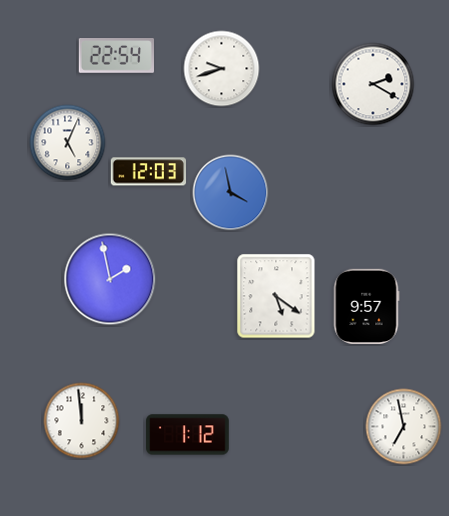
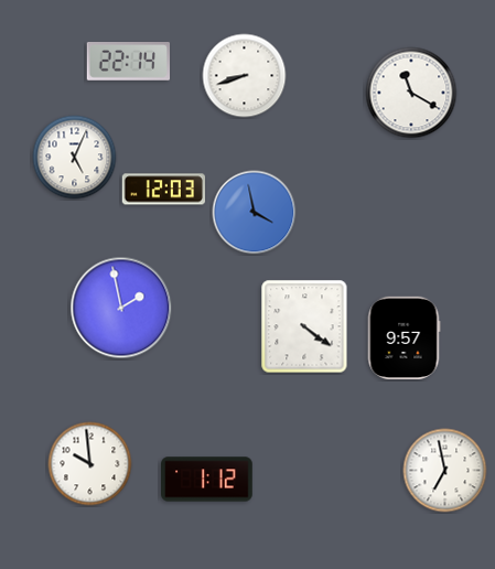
clock at (116, 56): 22:54 -> 22:14
clock at (222, 69): 9:42 -> 8:42
clock at (373, 84): 2:20 -> 11:20
clock at (276, 296): 5:21 -> 4:21
clock at (82, 421): 11:59 -> 9:59
